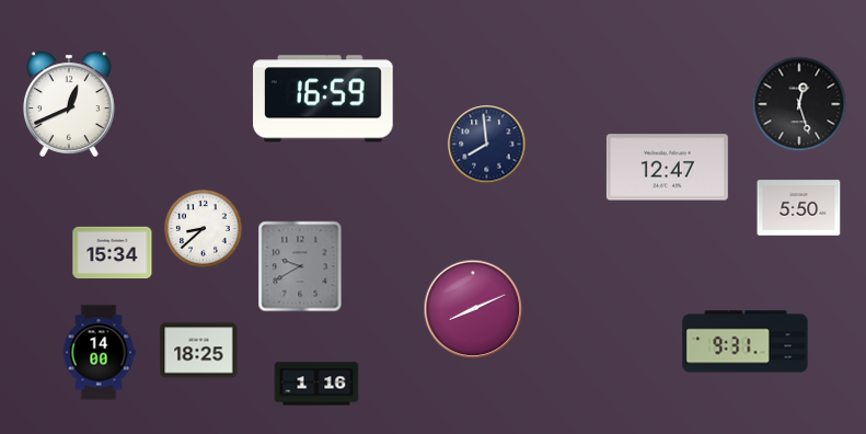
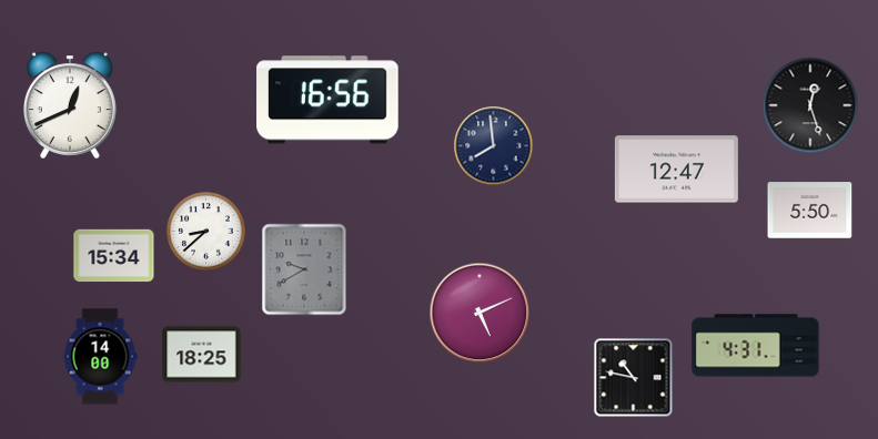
clock at (323, 99): 16:59 -> 16:56
clock at (473, 309): 8:11 -> 5:11
clock at (746, 342): 9:31 -> 4:31
clock at (634, 378): none -> 10:47
clock at (316, 384): 1:16 -> none
